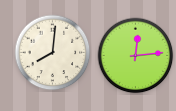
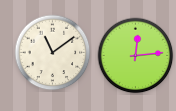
clock at (53, 53): 8:01 -> 11:09
